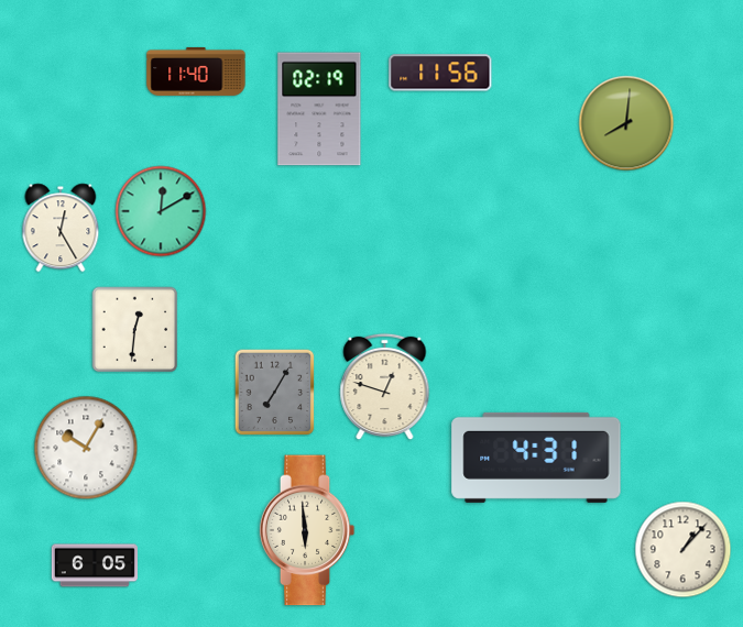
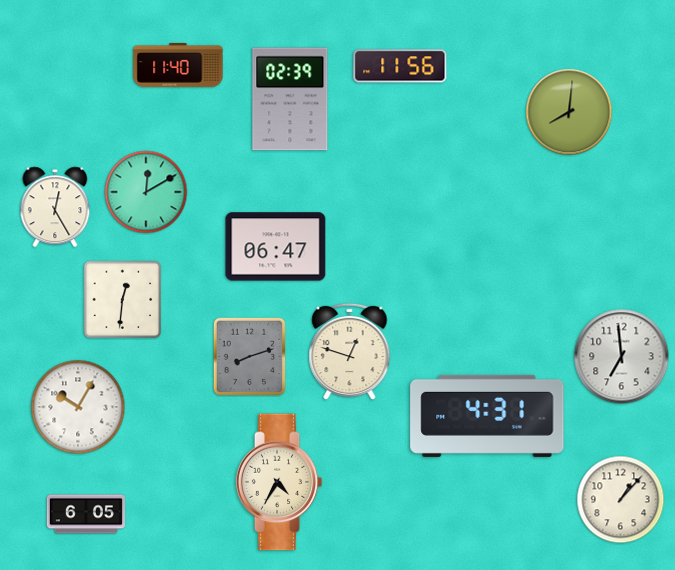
clock at (319, 109): 02:19 -> 02:39
clock at (276, 247): none -> 06:47
clock at (275, 393): 7:05 -> 8:12
clock at (622, 357): none -> 6:59
clock at (307, 530): 5:59 -> 4:35
